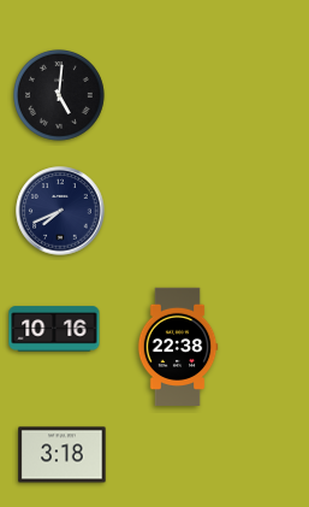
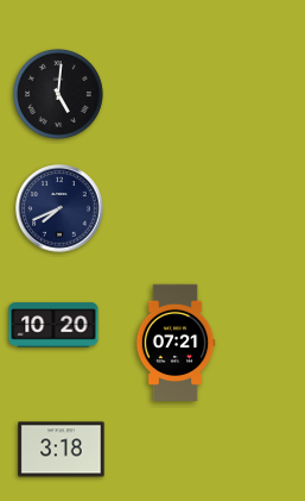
clock at (54, 329): 10:16 -> 10:20
clock at (178, 346): 22:38 -> 07:21
